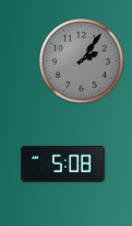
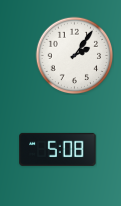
clock at (81, 60) dial: grey -> white
